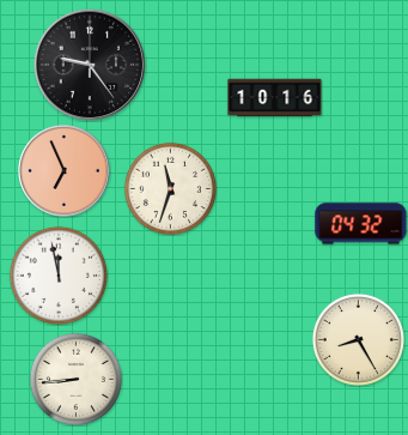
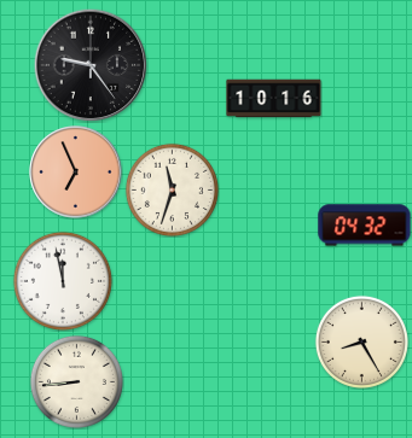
clock at (275, 98) position: (275, 98) -> (274, 99)
clock at (65, 171) position: (65, 171) -> (76, 173)
clock at (59, 276) position: (59, 276) -> (63, 281)
